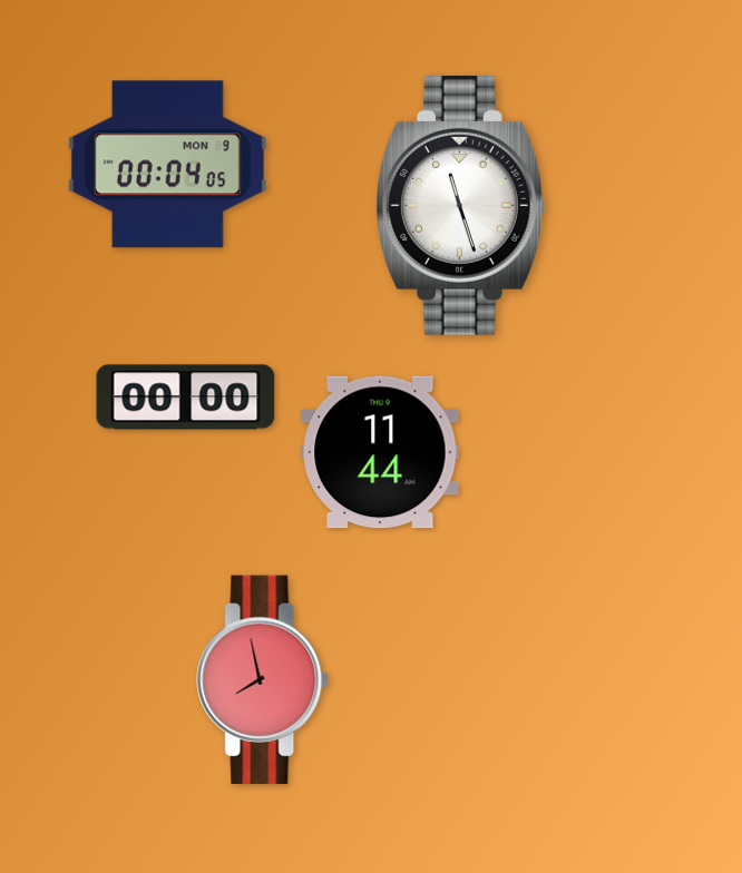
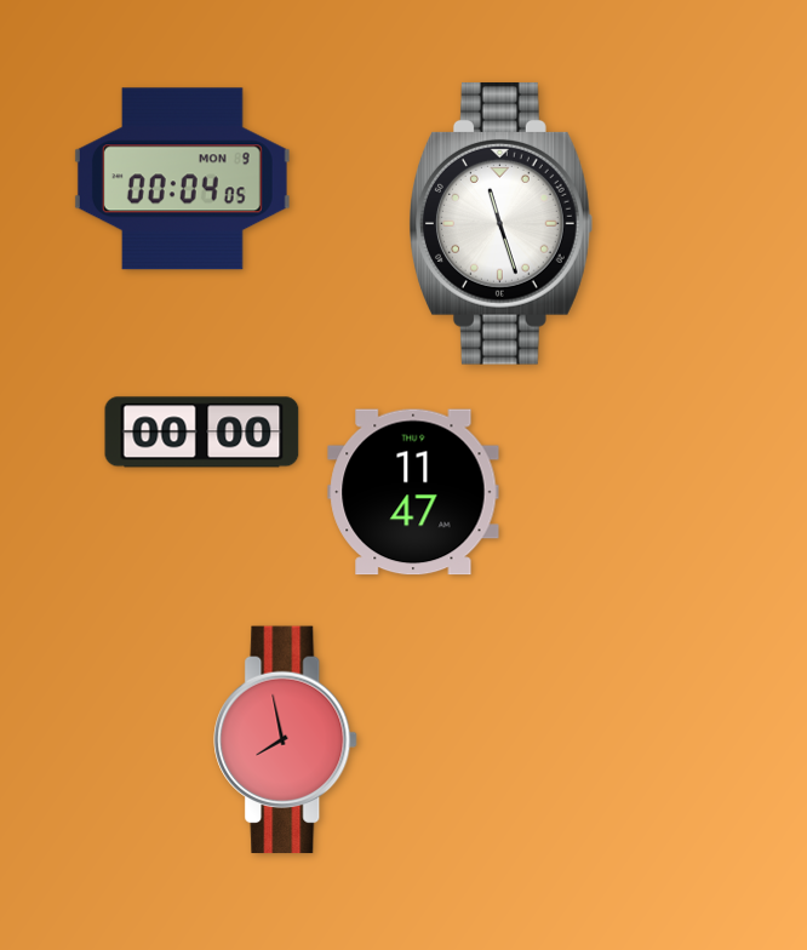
clock at (380, 452): 11:44 -> 11:47
